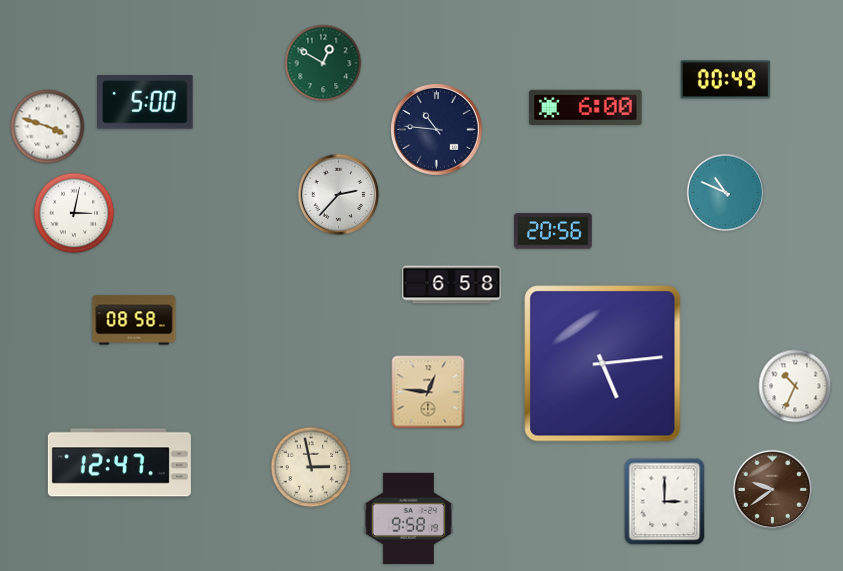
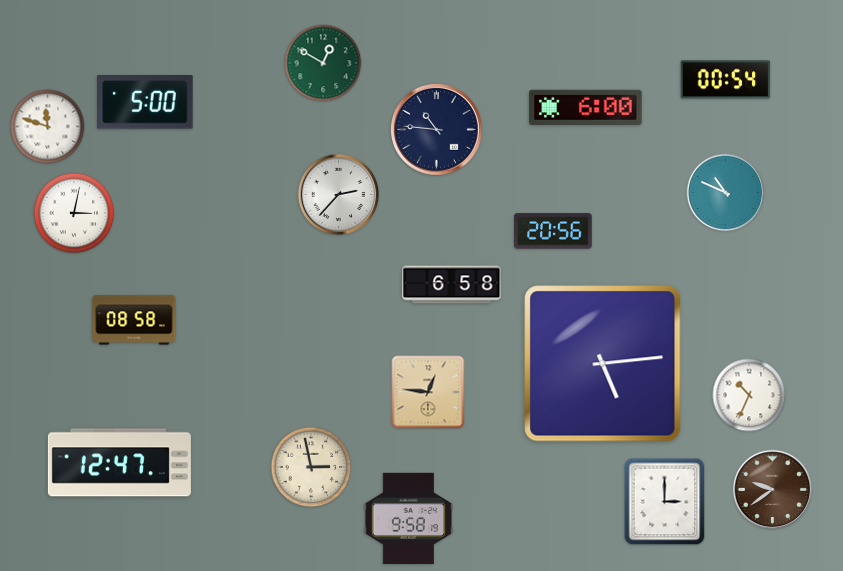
clock at (726, 80): 00:49 -> 00:54
clock at (48, 127): 3:48 -> 11:48
clock at (795, 386) position: (795, 386) -> (749, 395)
